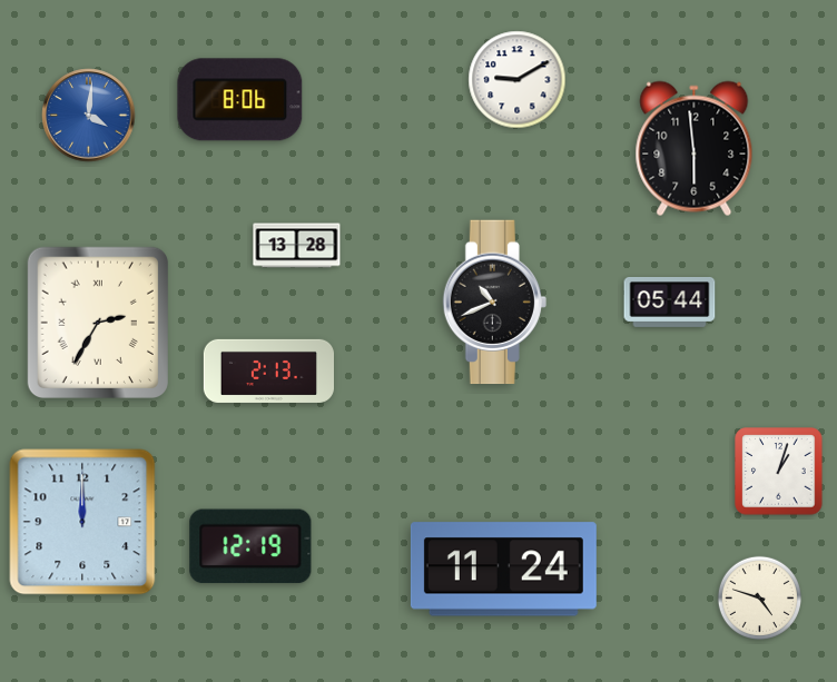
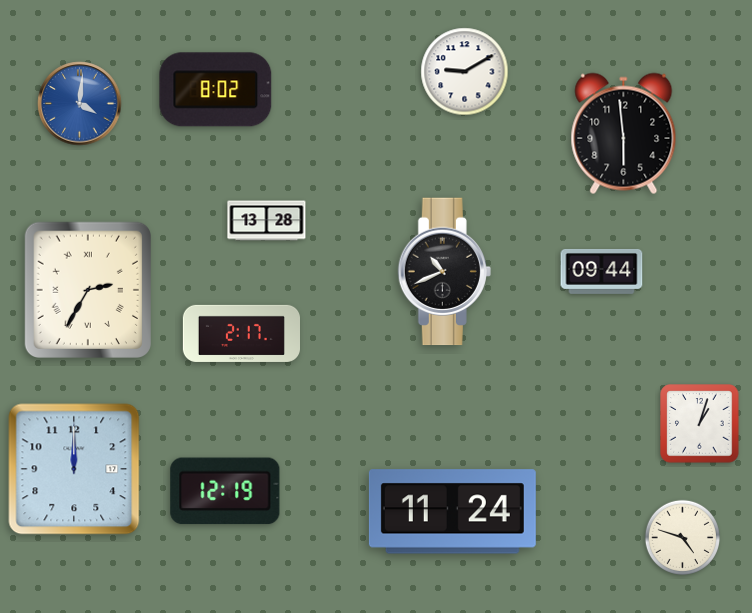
clock at (240, 100): 8:06 -> 8:02
clock at (670, 302): 05:44 -> 09:44
clock at (268, 370): 2:13 -> 2:17
